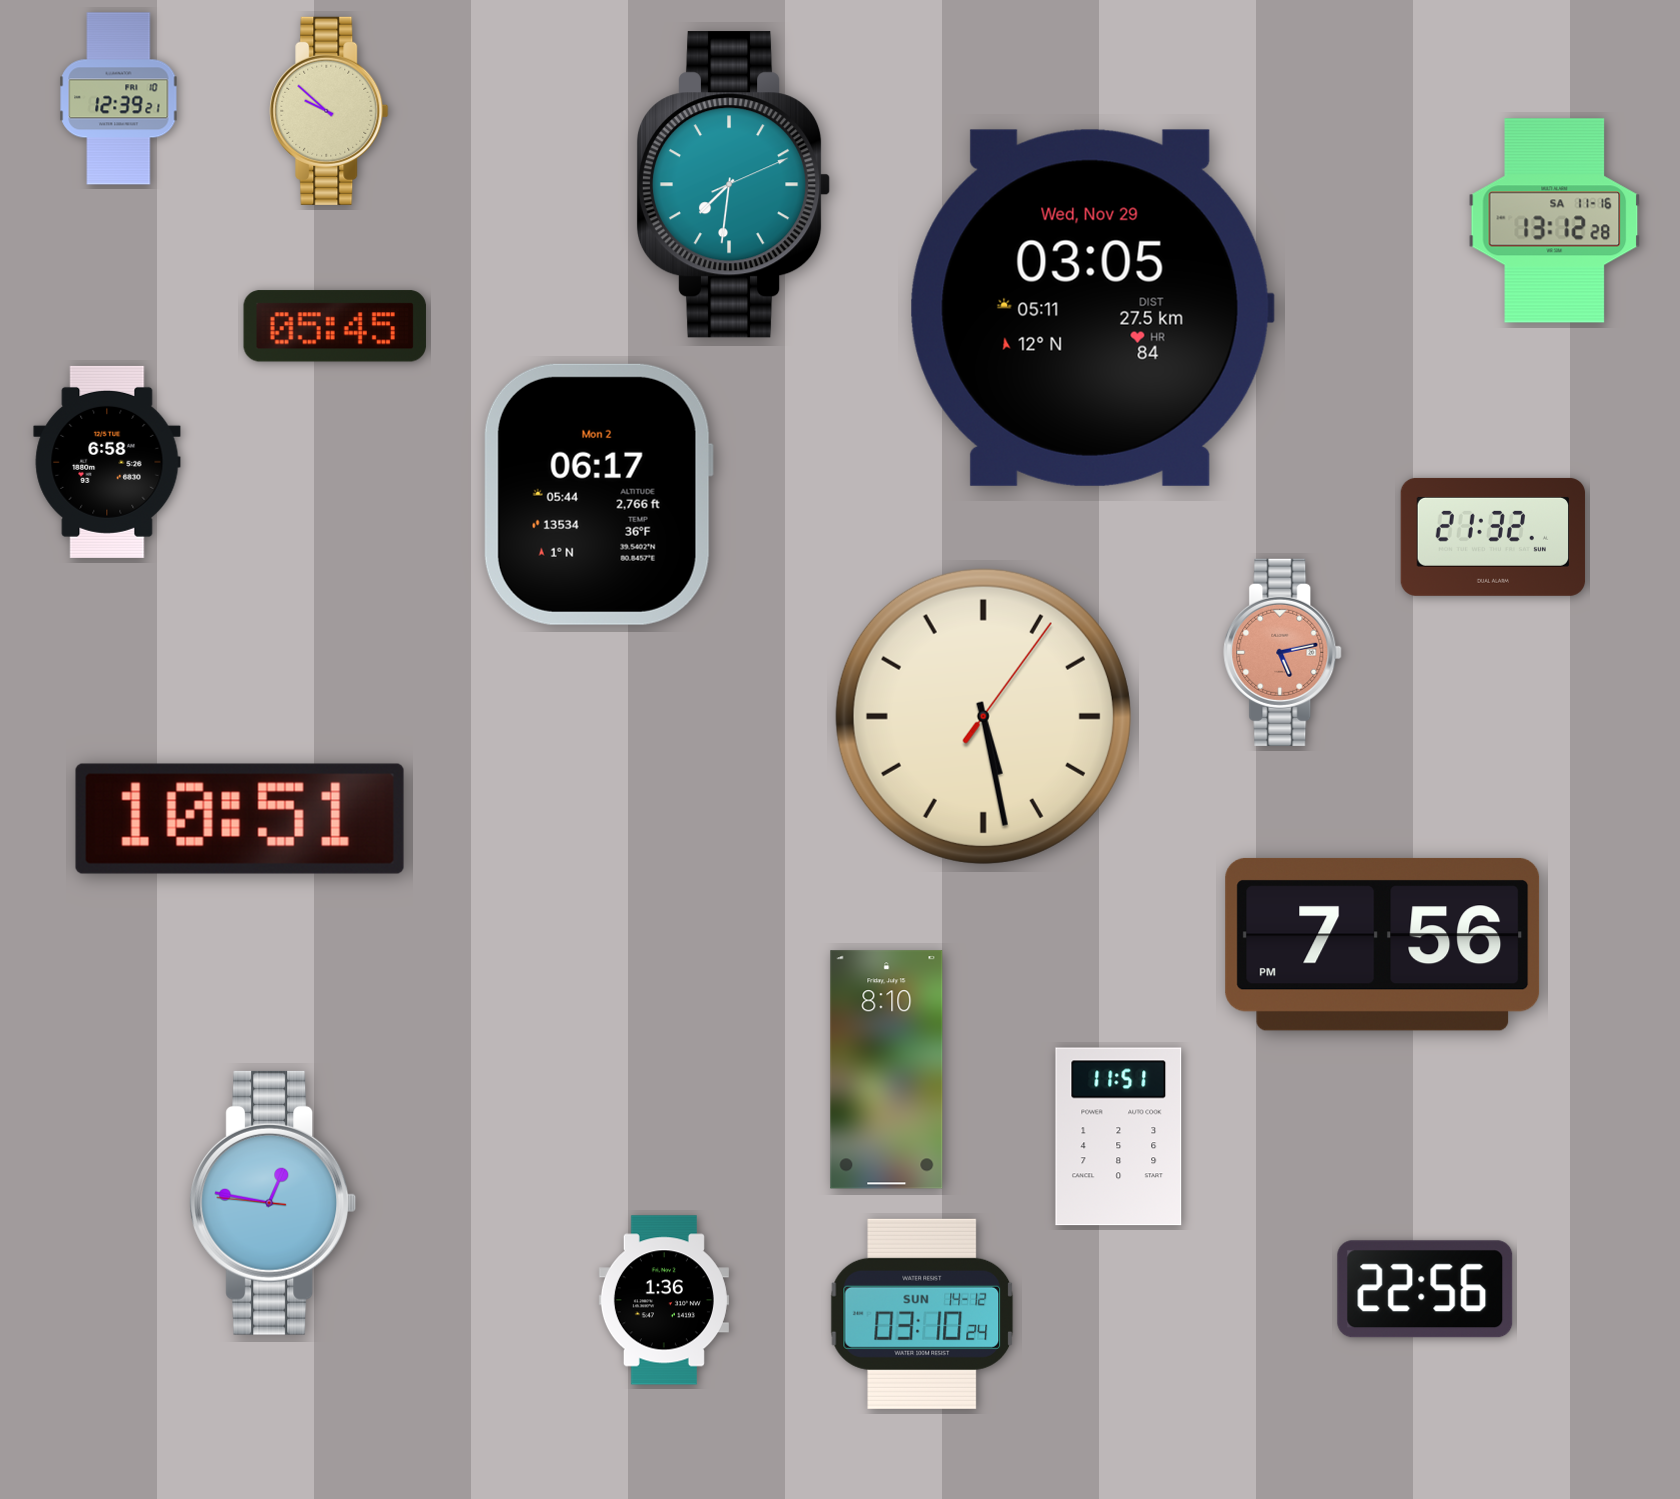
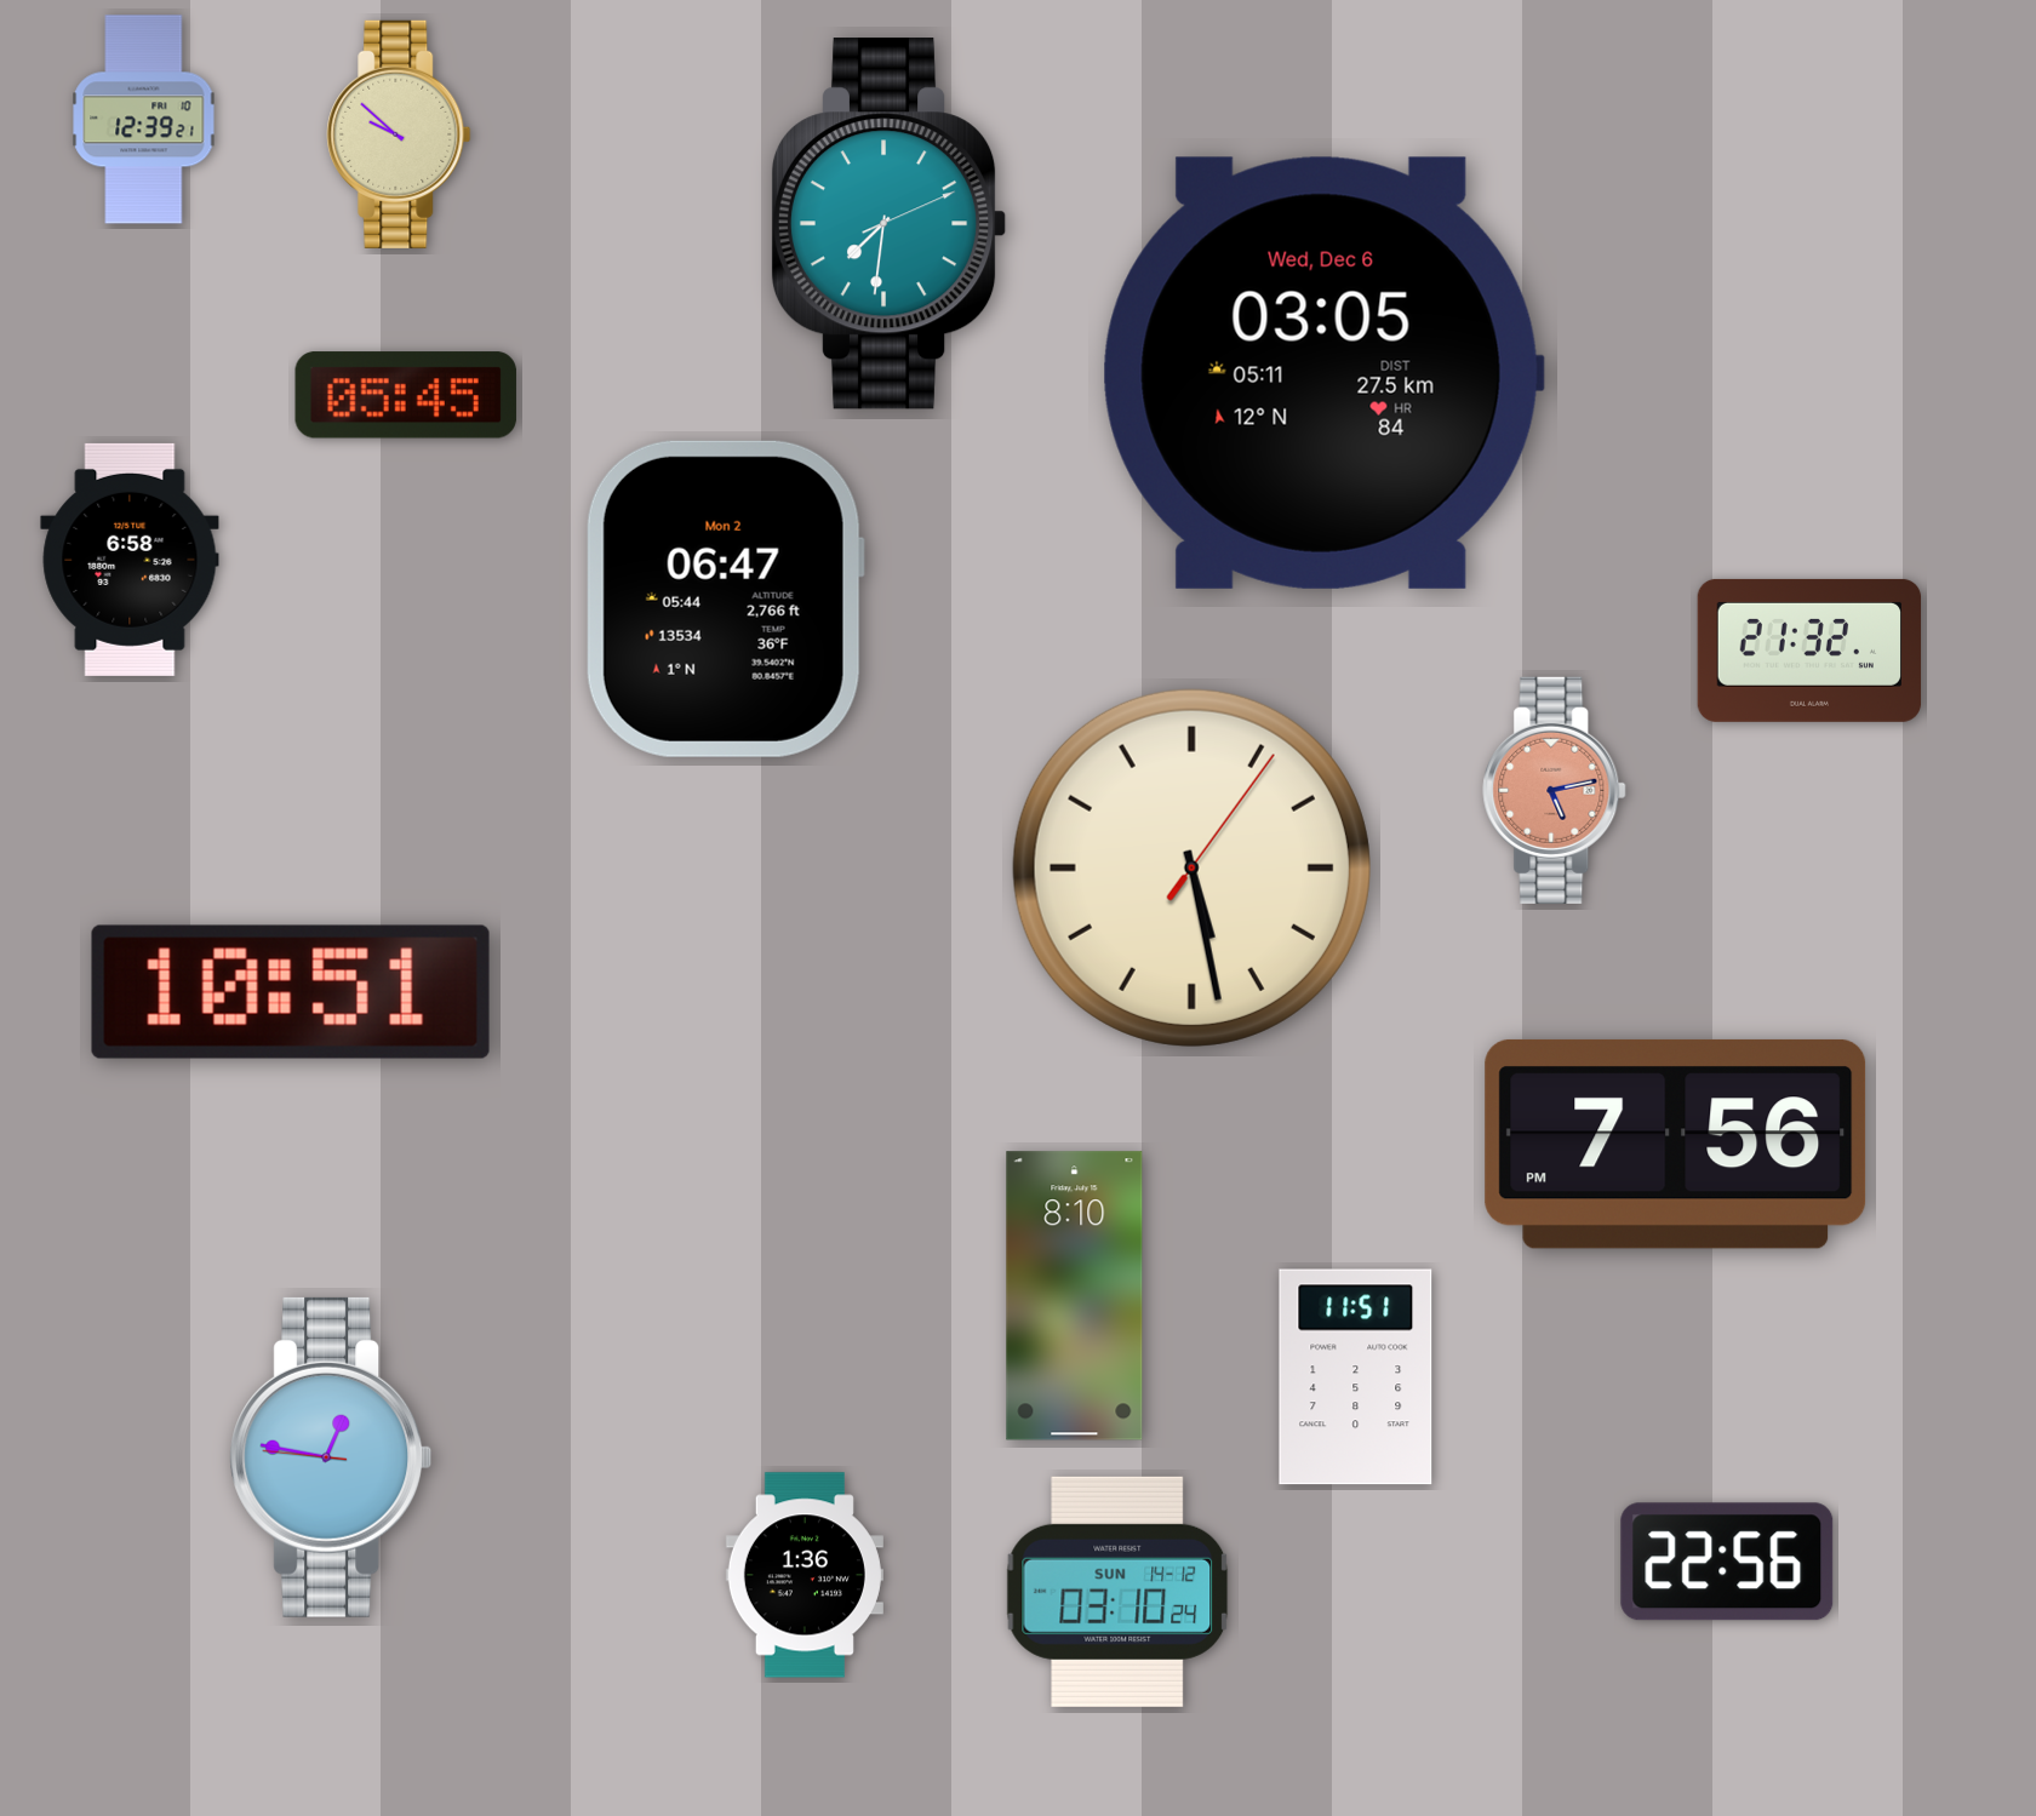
clock at (1555, 221): 13:12 -> none
clock at (1092, 308) date: Wed, Nov 29 -> Wed, Dec 6
clock at (598, 494): 06:17 -> 06:47
